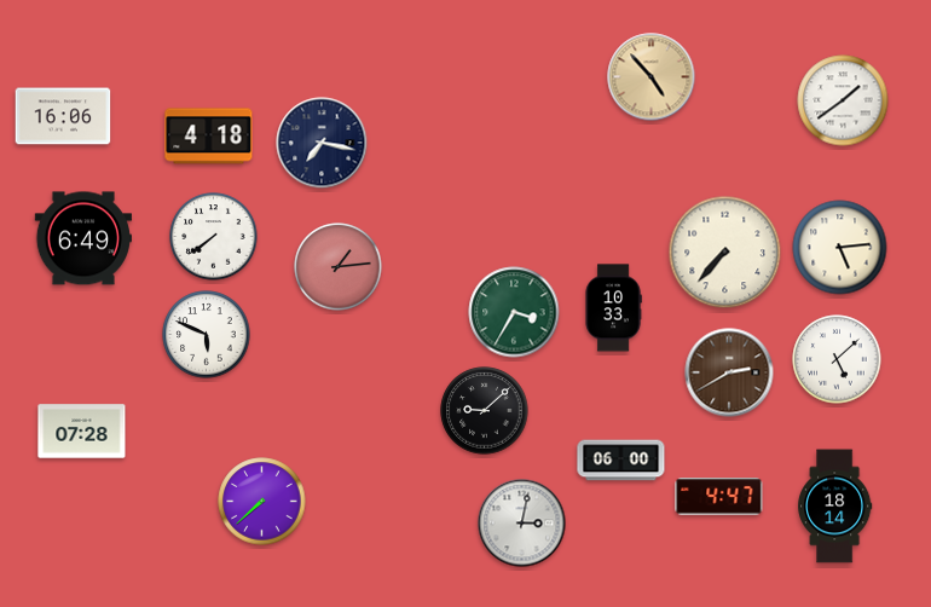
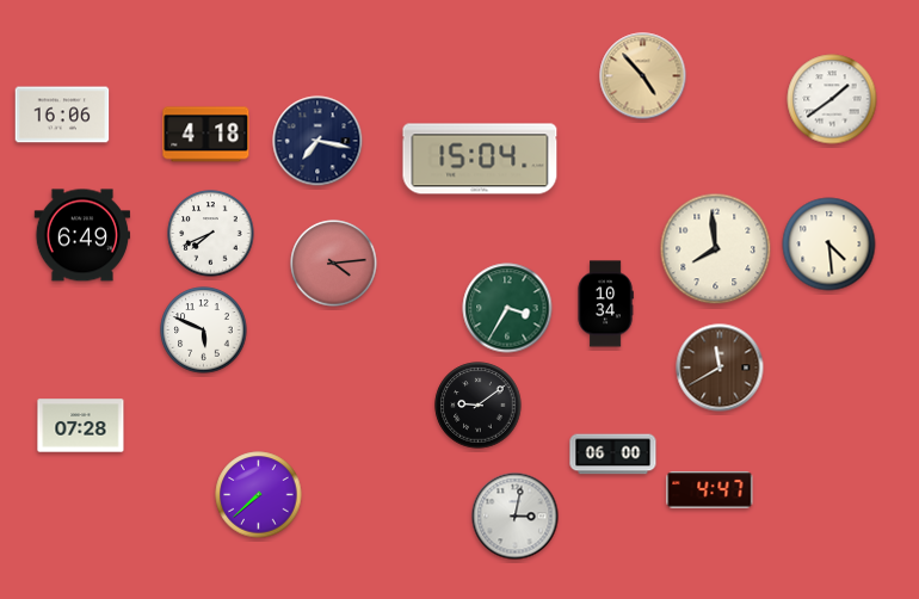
clock at (480, 159): none -> 15:04
clock at (214, 237): 7:39 -> 7:41
clock at (840, 248): 5:14 -> 4:29
clock at (725, 253): 7:37 -> 7:59
clock at (339, 267): 1:14 -> 4:14
clock at (613, 308): 10:33 -> 10:34
clock at (837, 359): 5:08 -> none
clock at (729, 372): 2:40 -> 11:40
clock at (485, 411): 9:08 -> 9:09
clock at (835, 507): 18:14 -> none
